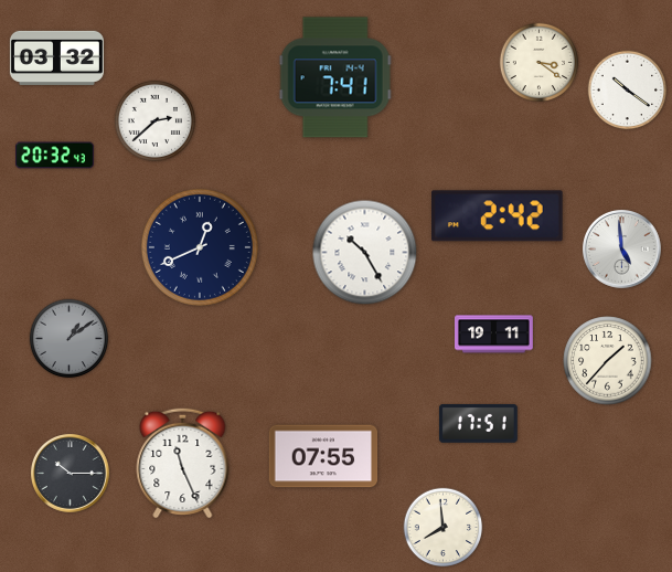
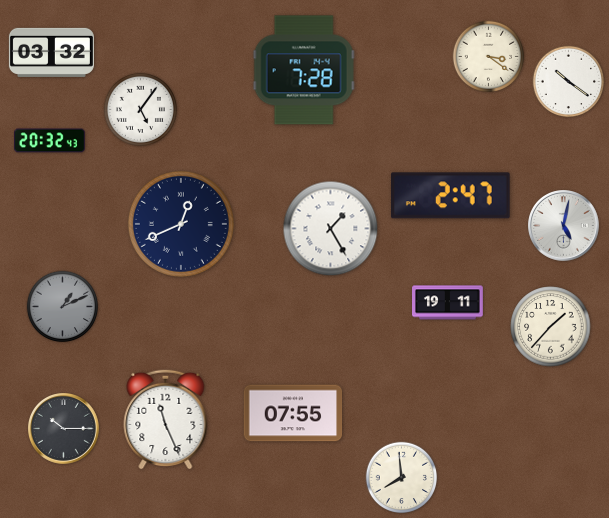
clock at (335, 77): 7:41 -> 7:28
clock at (154, 120): 2:38 -> 5:06
clock at (498, 216): 2:42 -> 2:47
clock at (622, 250): 4:59 -> 5:02
clock at (365, 253): 10:25 -> 1:25
clock at (70, 339): 1:09 -> 1:11
clock at (478, 423): 17:51 -> none
